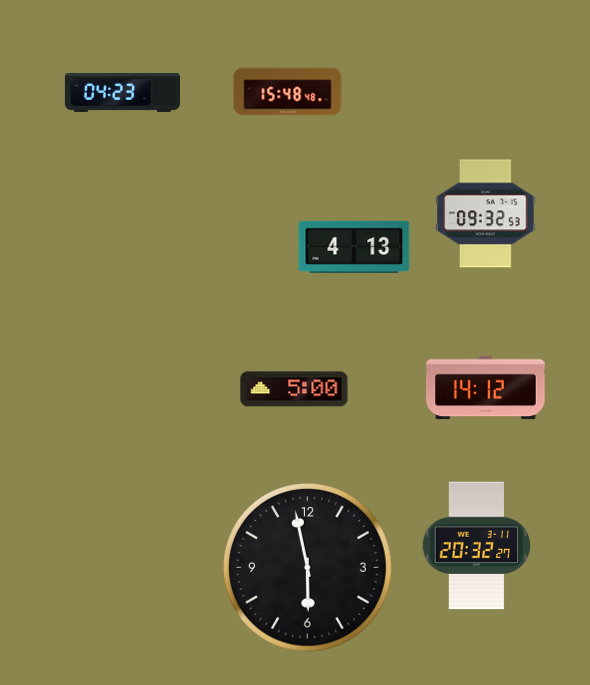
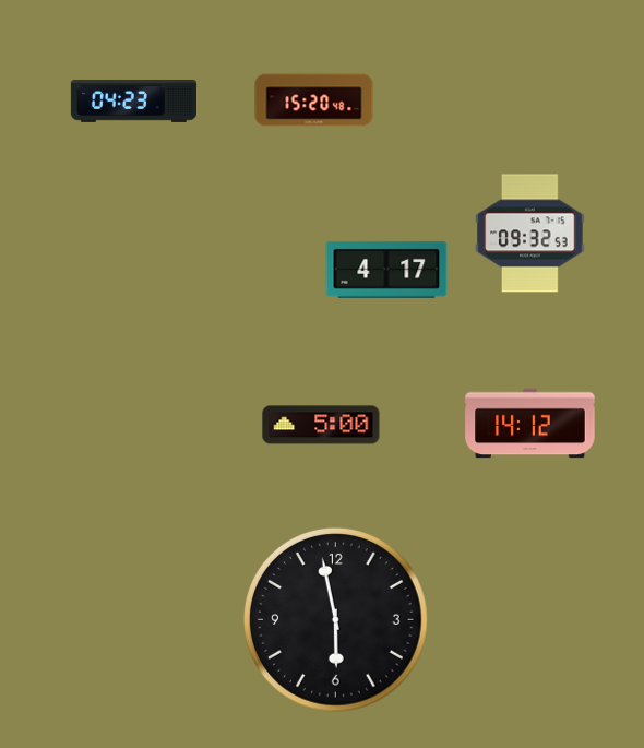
clock at (288, 92): 15:48 -> 15:20
clock at (354, 247): 4:13 -> 4:17
clock at (477, 546): 20:32 -> none
